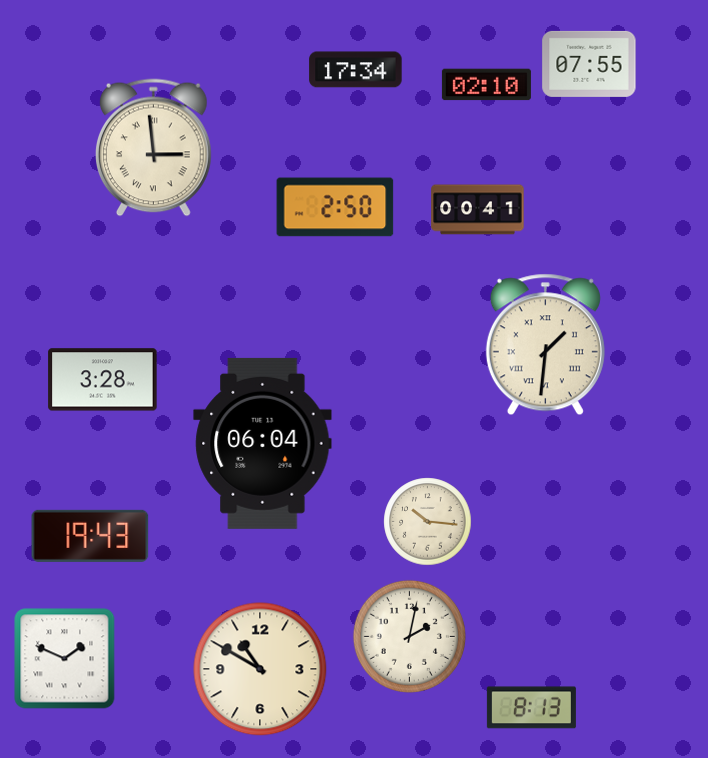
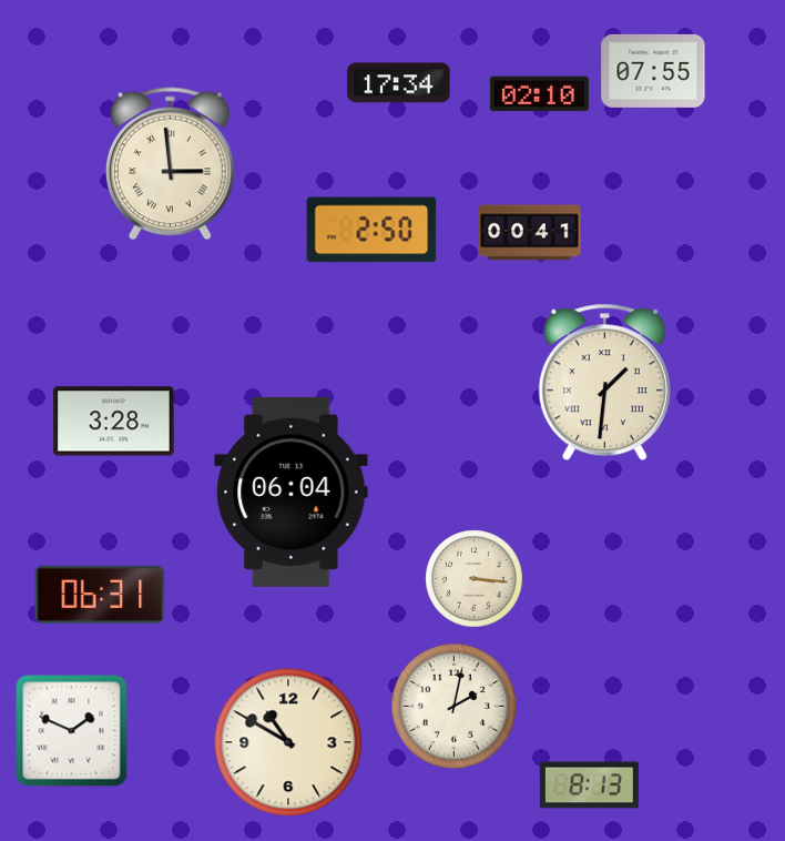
clock at (356, 70) position: (356, 70) -> (399, 83)
clock at (428, 522): 10:16 -> 3:16
clock at (90, 536): 19:43 -> 06:31
